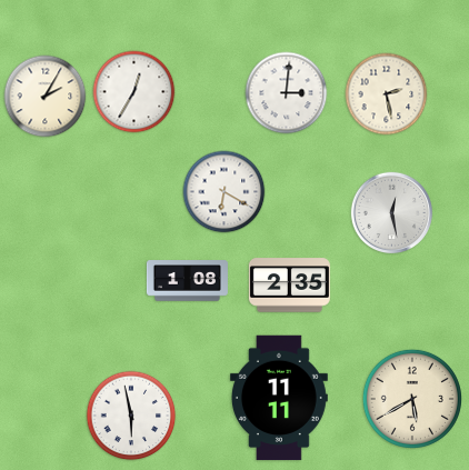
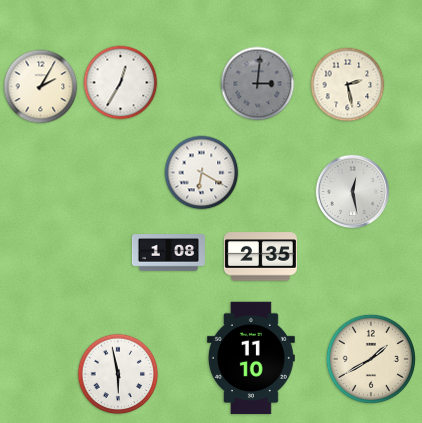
clock at (287, 93) dial: white -> grey
clock at (279, 398): 11:11 -> 11:10
clock at (412, 399): 5:40 -> 1:40
